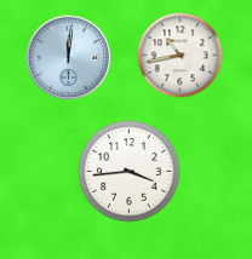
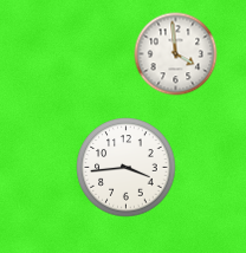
clock at (181, 56): 10:43 -> 3:59
clock at (69, 58): 12:01 -> none
